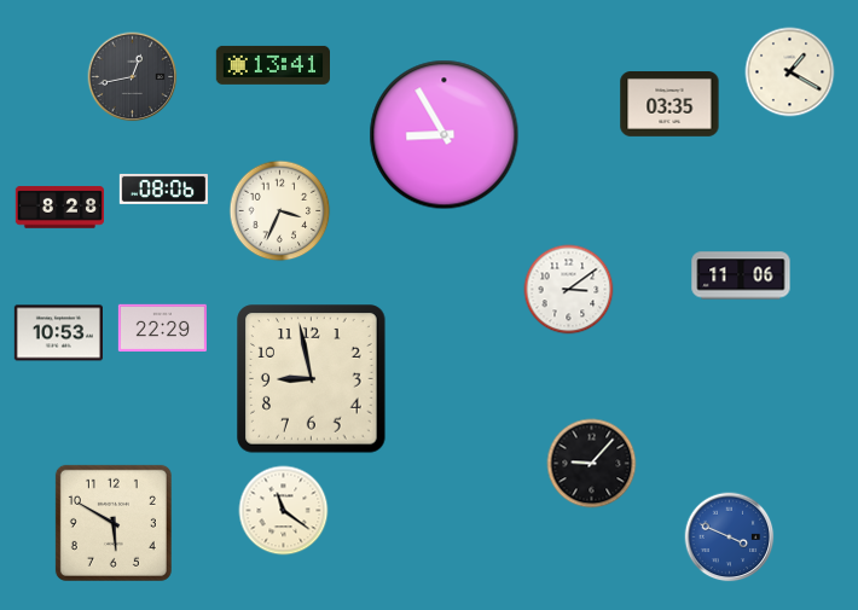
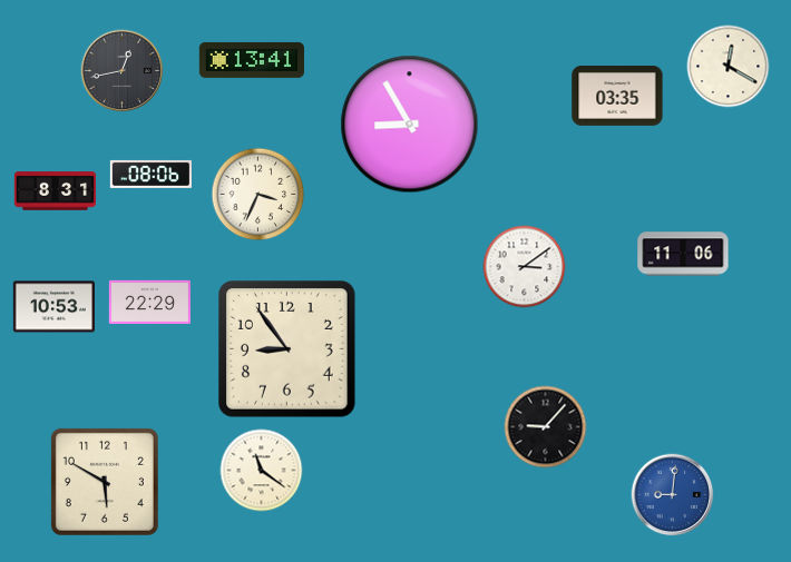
clock at (790, 72): 1:20 -> 12:20
clock at (59, 208): 8:28 -> 8:31
clock at (312, 379): 8:58 -> 8:54
clock at (730, 538): 3:49 -> 9:01
